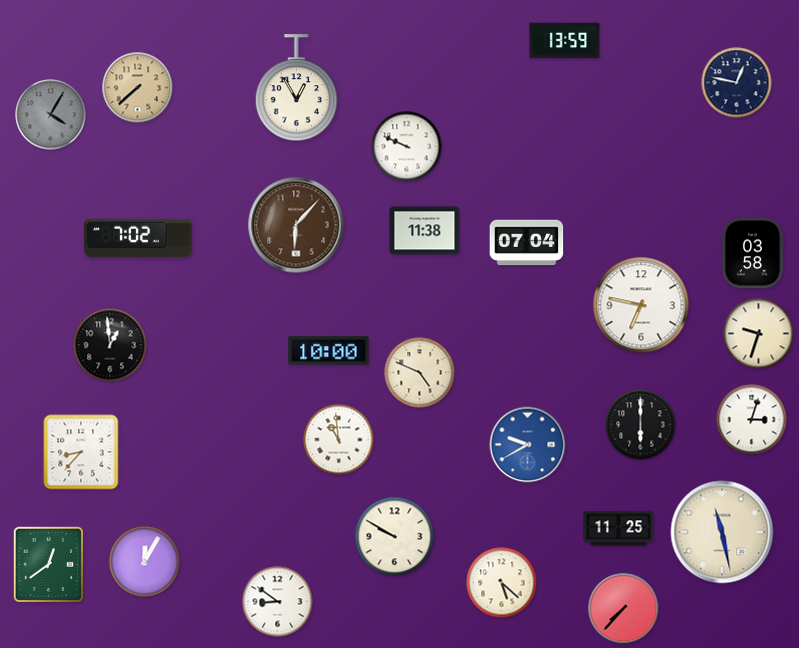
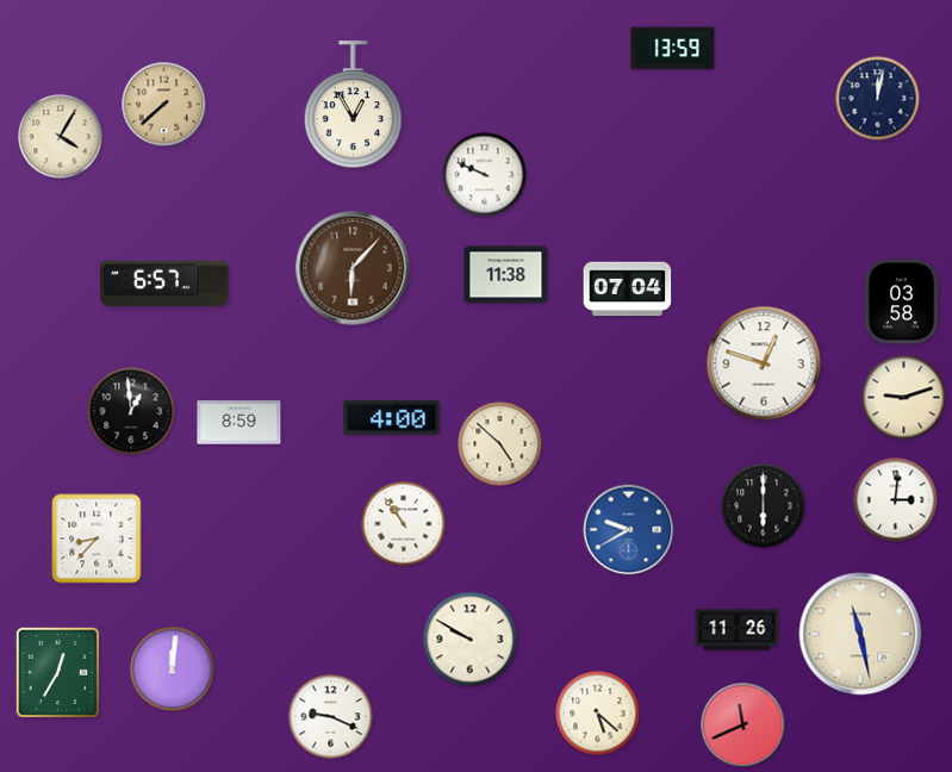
clock at (737, 83): 12:47 -> 12:02
clock at (51, 115) dial: grey -> cream
clock at (138, 238): 7:02 -> 6:57
clock at (753, 253) position: (753, 253) -> (902, 301)
clock at (641, 305): 6:47 -> 12:48
clock at (759, 334): 9:33 -> 9:12
clock at (329, 351): 10:00 -> 4:00
clock at (239, 423): none -> 8:59
clock at (420, 373): 4:49 -> 4:52
clock at (752, 420): 3:03 -> 3:01
clock at (339, 440): 10:59 -> 10:54
clock at (619, 529): 11:25 -> 11:26
clock at (145, 562): 12:05 -> 12:01
clock at (49, 565): 12:39 -> 12:35
clock at (502, 583) position: (502, 583) -> (598, 714)
clock at (278, 602): 8:51 -> 9:19
clock at (624, 609): 7:37 -> 11:41
